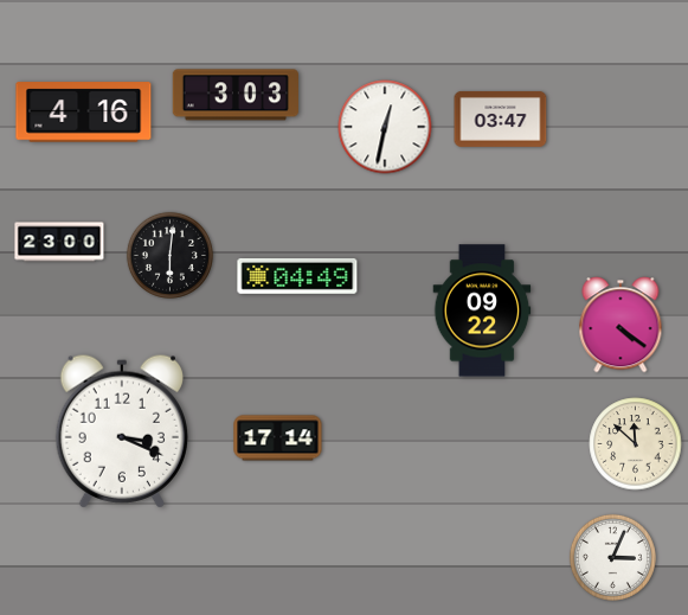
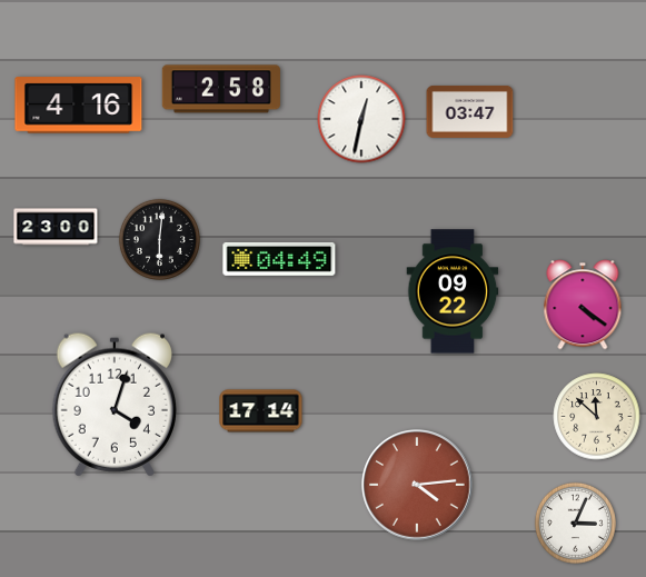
clock at (236, 95): 3:03 -> 2:58
clock at (121, 431): 3:19 -> 4:03
clock at (417, 485): none -> 4:14
